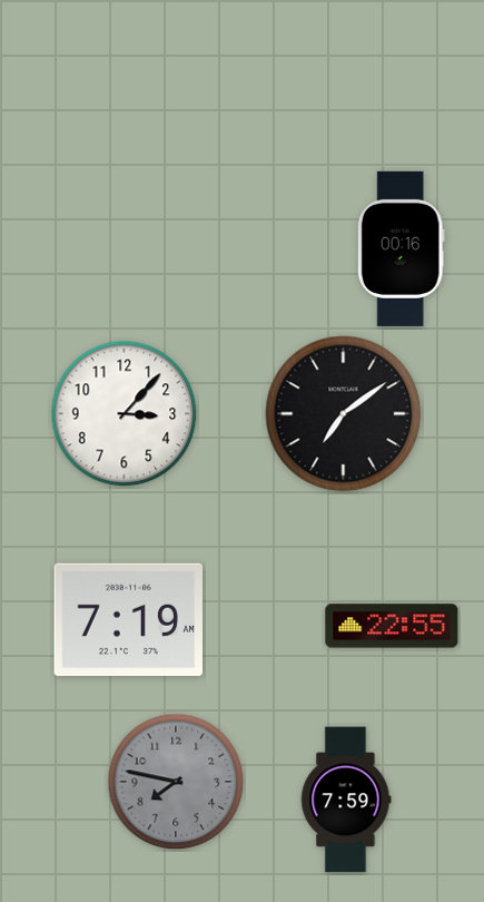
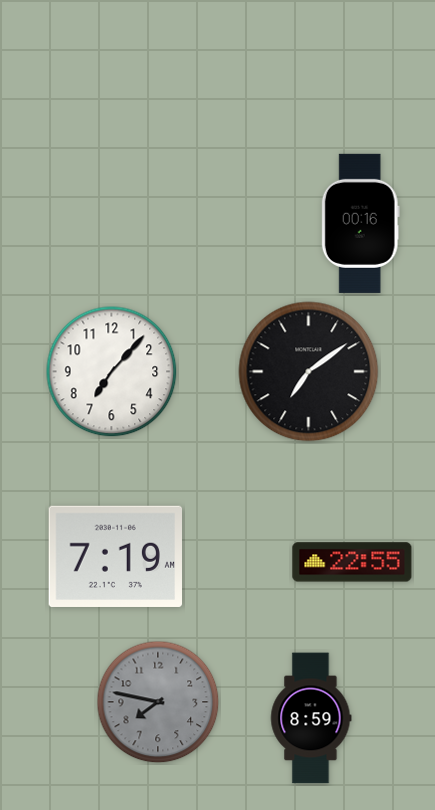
clock at (125, 414): 3:07 -> 7:07
clock at (346, 800): 7:59 -> 8:59
